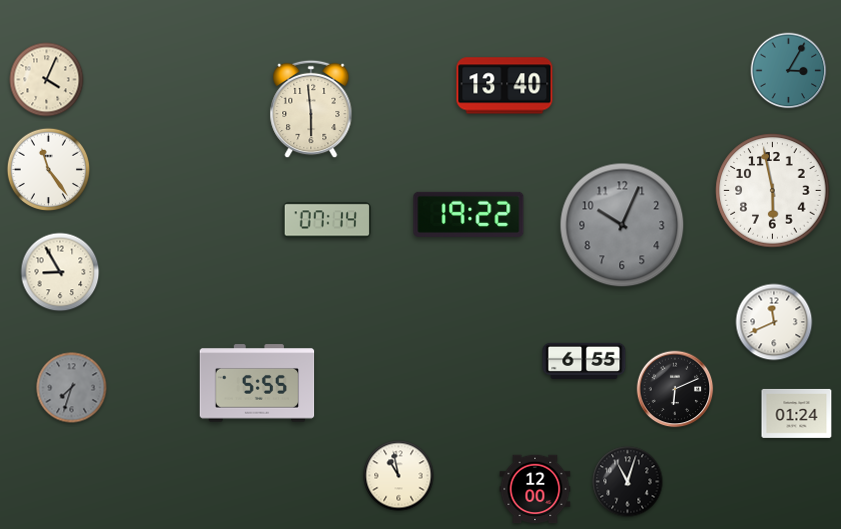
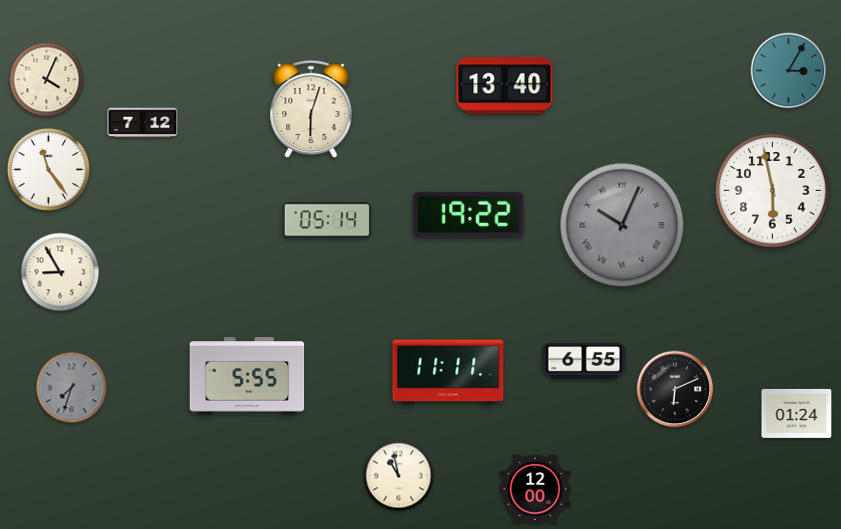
clock at (311, 109): 5:59 -> 6:03
clock at (143, 123): none -> 7:12
clock at (327, 220): 07:14 -> 05:14
clock at (622, 225) numerals: Arabic -> Roman
clock at (774, 322): 11:41 -> none
clock at (448, 372): none -> 11:11
clock at (257, 383) position: (257, 383) -> (247, 376)
clock at (628, 482): 11:03 -> none
